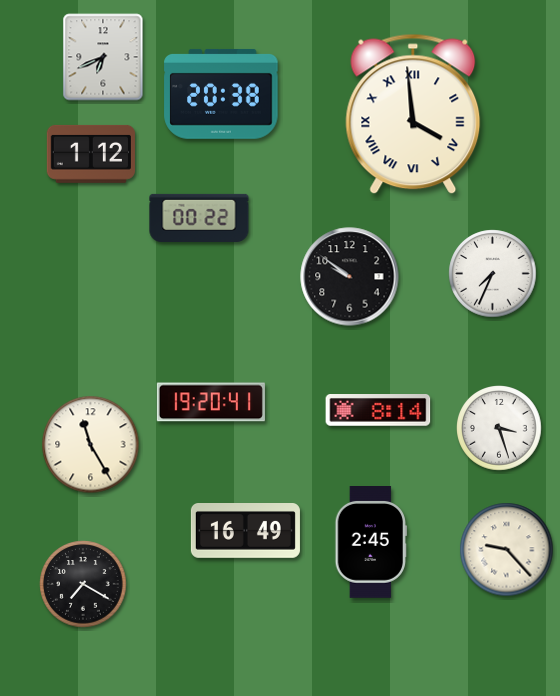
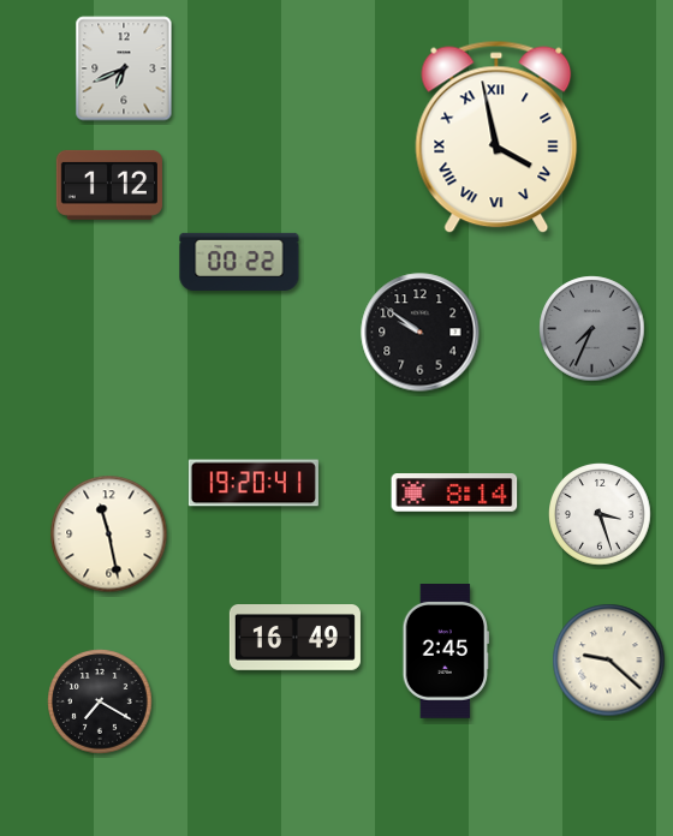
clock at (221, 94): 20:38 -> none
clock at (413, 114): 3:59 -> 3:58
clock at (493, 274) dial: white -> grey
clock at (91, 445): 11:25 -> 11:28
clock at (507, 550): 9:23 -> 9:22
